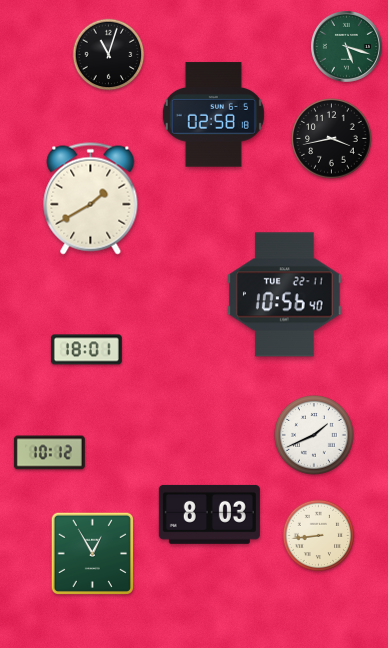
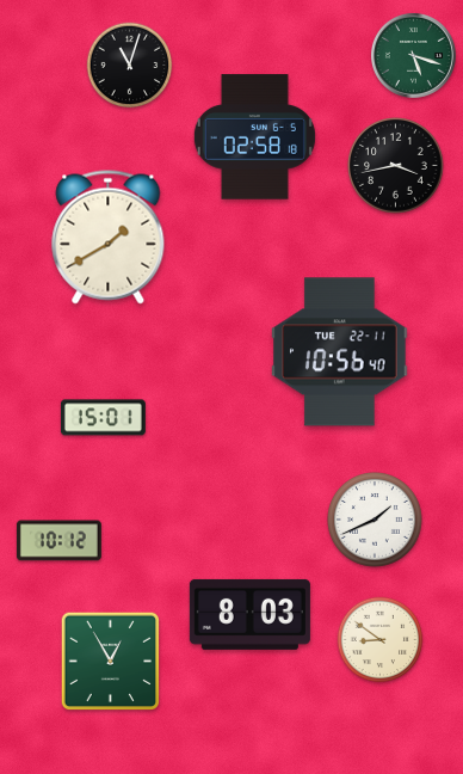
clock at (86, 350): 18:01 -> 15:01
clock at (319, 536): 8:44 -> 8:51
